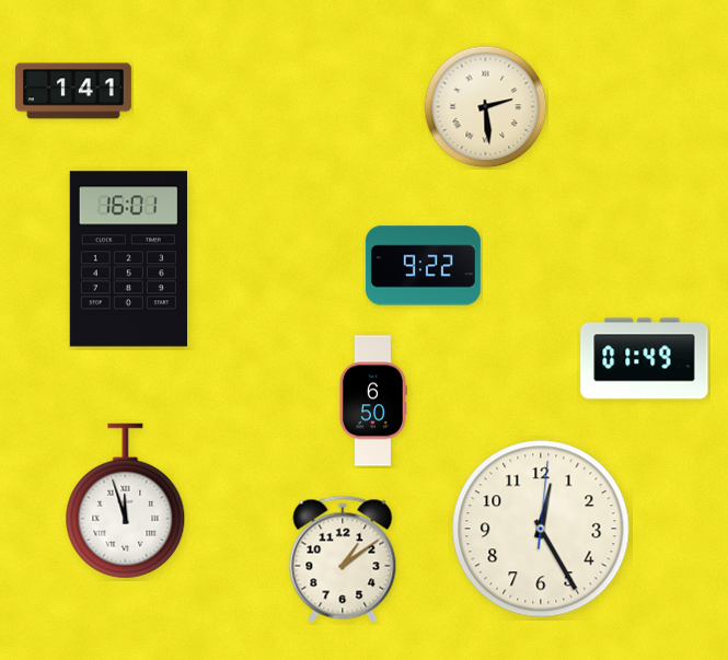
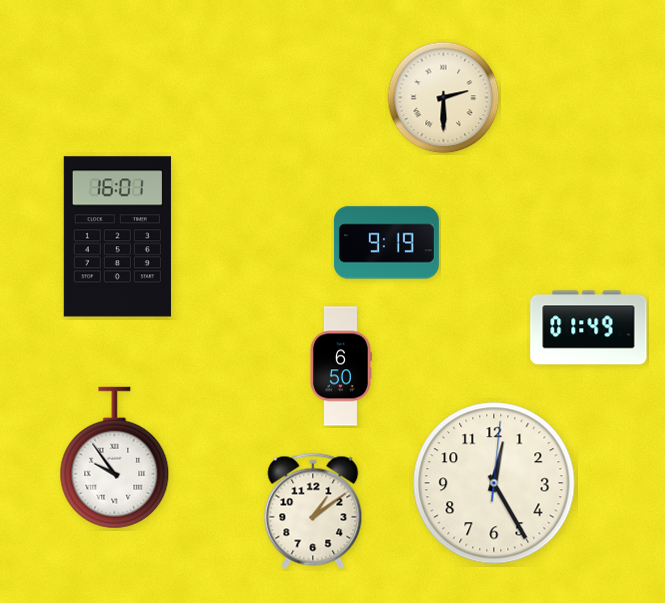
clock at (73, 91): 1:41 -> none
clock at (486, 107): 2:29 -> 2:30
clock at (423, 266): 9:22 -> 9:19
clock at (126, 501): 11:57 -> 9:54
